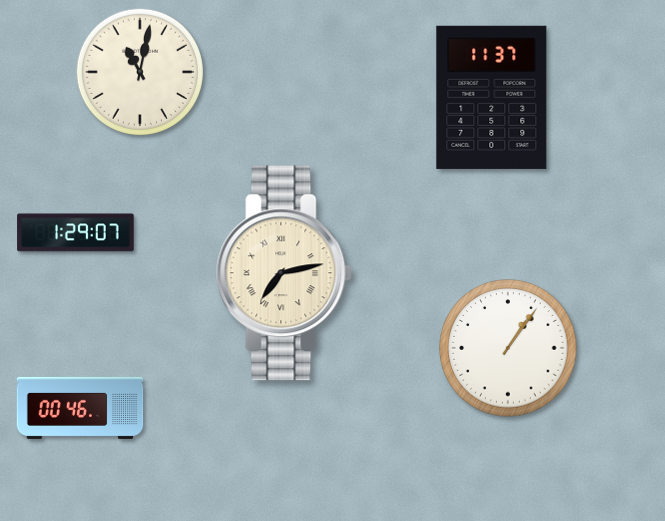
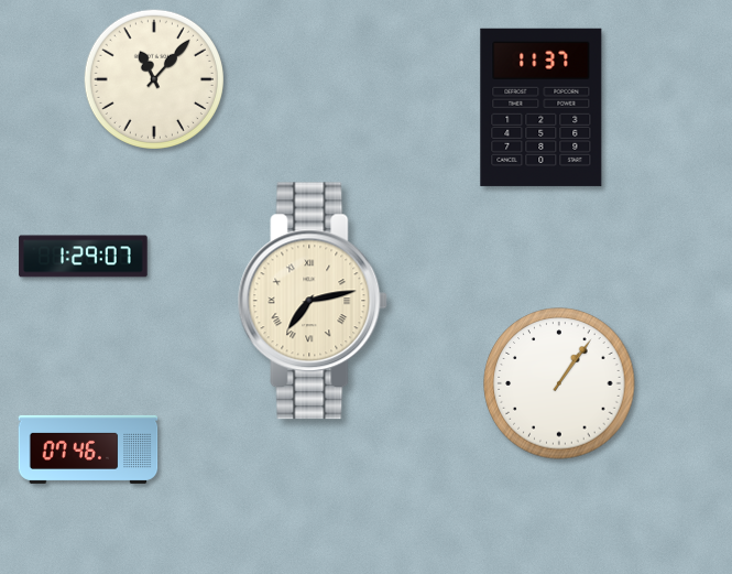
clock at (139, 71): 11:02 -> 11:07
clock at (80, 408): 00:46 -> 07:46
